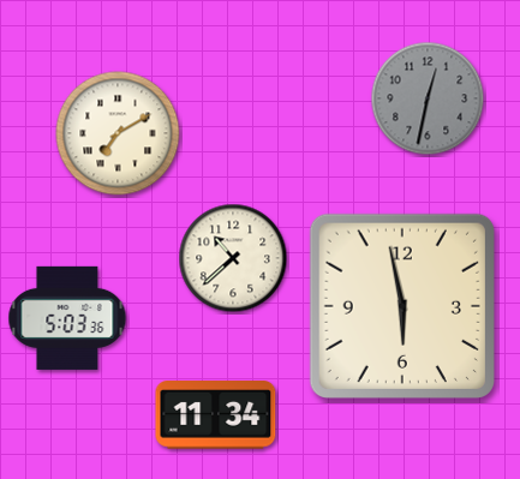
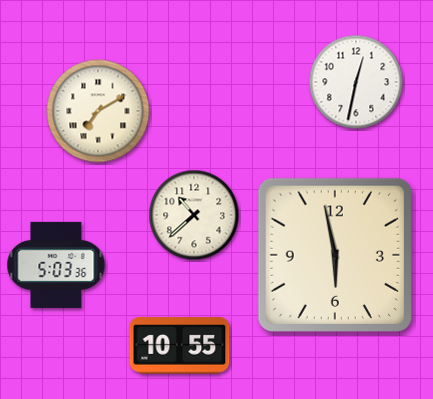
clock at (428, 98) dial: grey -> white
clock at (216, 415): 11:34 -> 10:55
